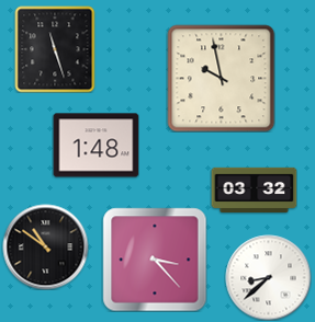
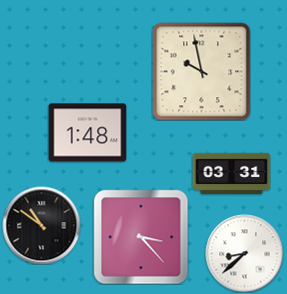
clock at (55, 49): 11:27 -> none
clock at (254, 189): 03:32 -> 03:31
